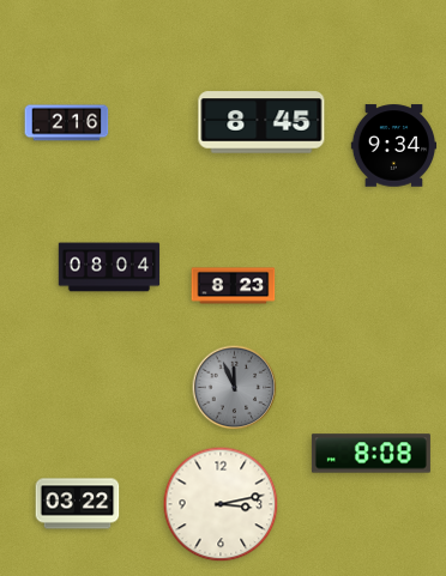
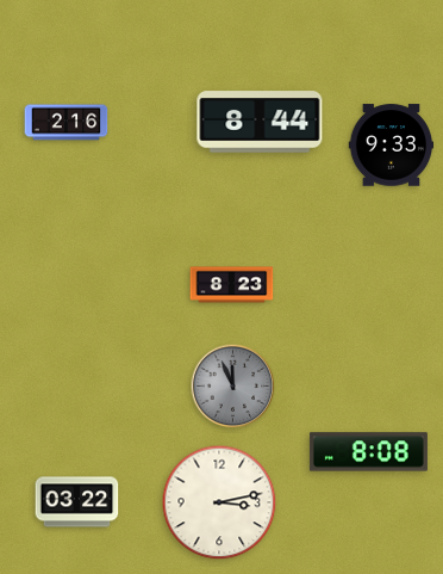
clock at (261, 122): 8:45 -> 8:44
clock at (394, 146): 9:34 -> 9:33
clock at (109, 267): 08:04 -> none
